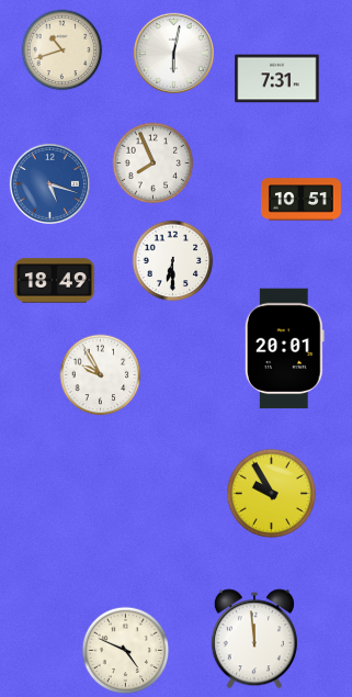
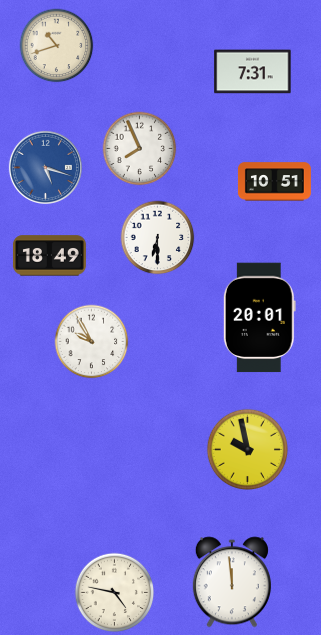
clock at (173, 53): 6:02 -> none
clock at (271, 493): 9:55 -> 9:58
clock at (126, 651): 4:49 -> 4:47
